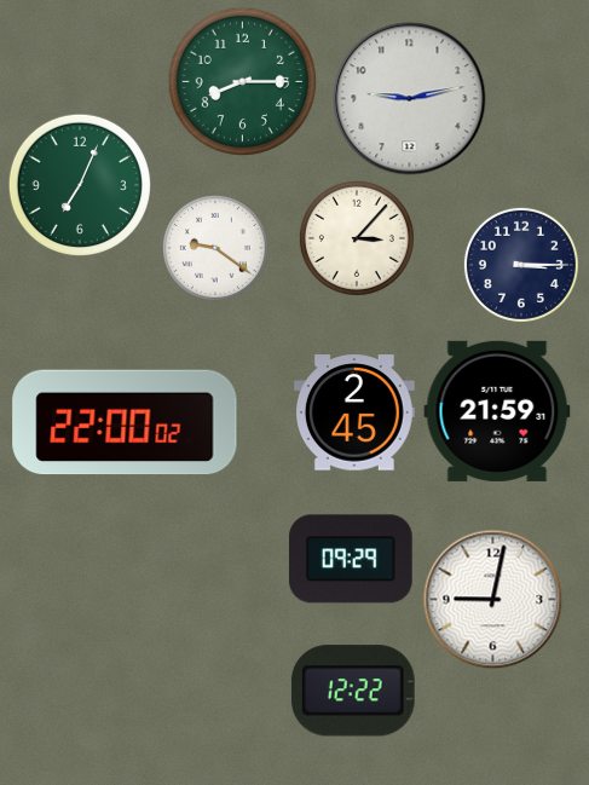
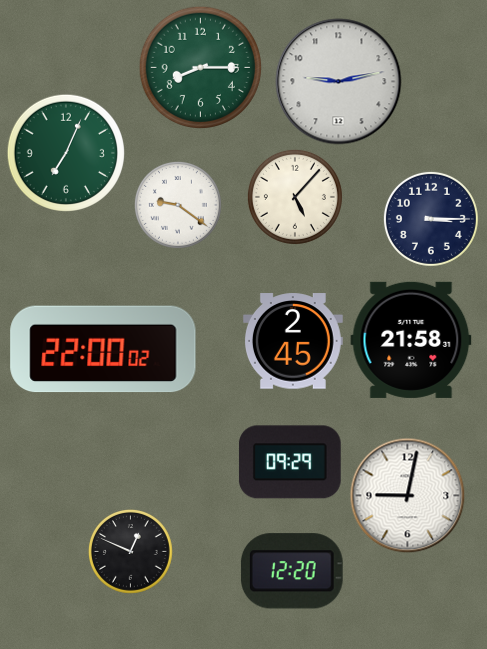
clock at (357, 238): 3:07 -> 5:07
clock at (497, 411): 21:59 -> 21:58
clock at (130, 551): none -> 12:49
clock at (353, 691): 12:22 -> 12:20
